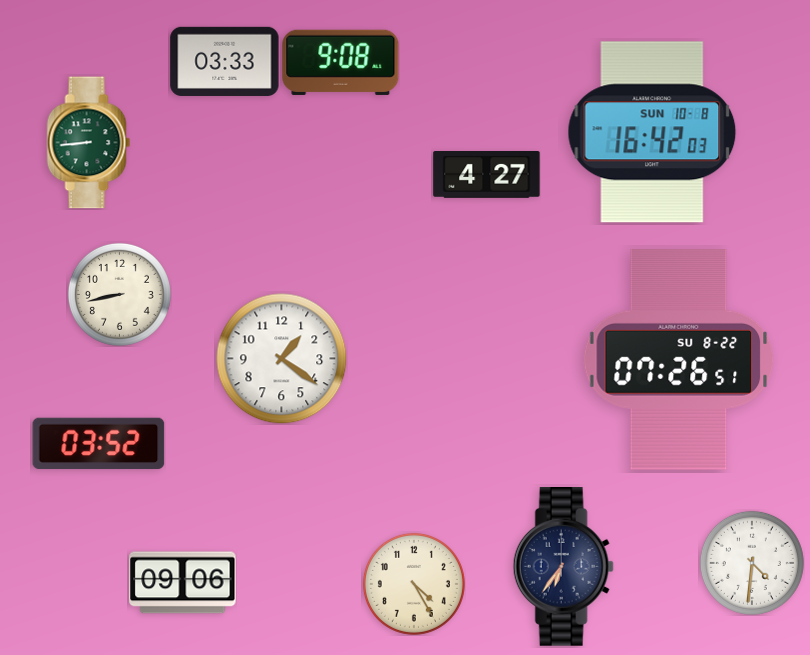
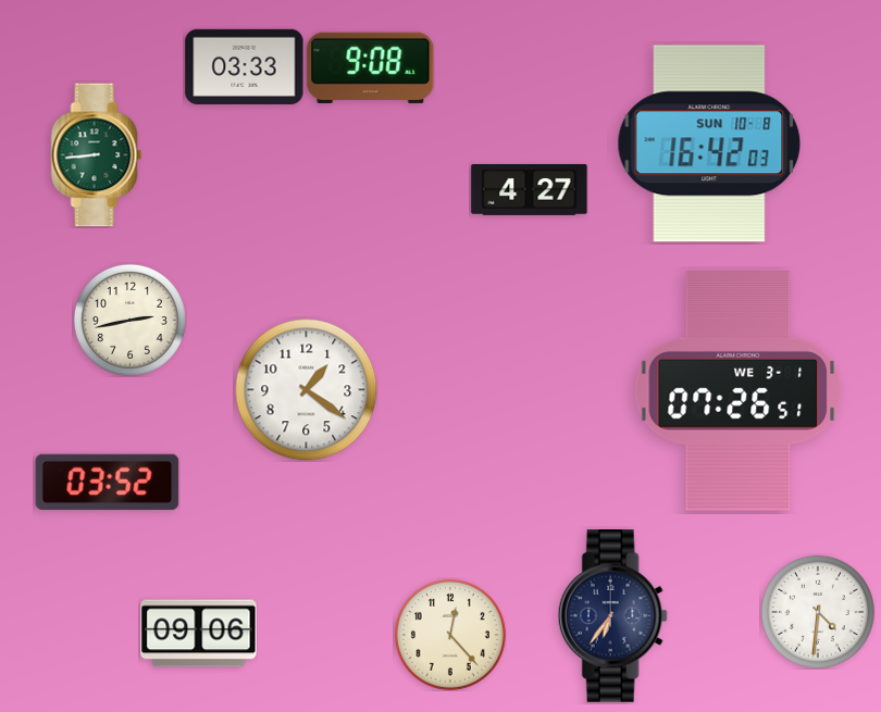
clock at (119, 294): 8:43 -> 2:43
clock at (679, 360) date: SU 8-22 -> WE 3-1
clock at (414, 584): 4:25 -> 12:23
